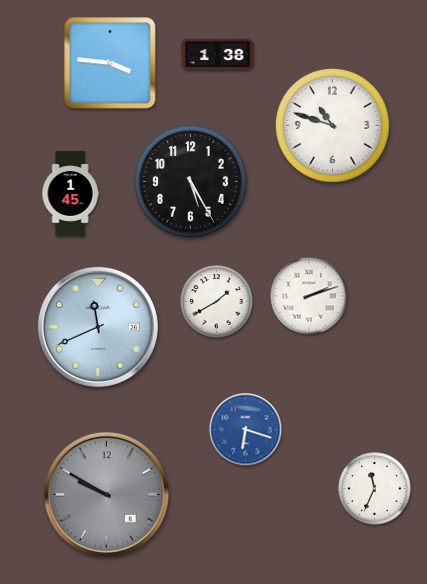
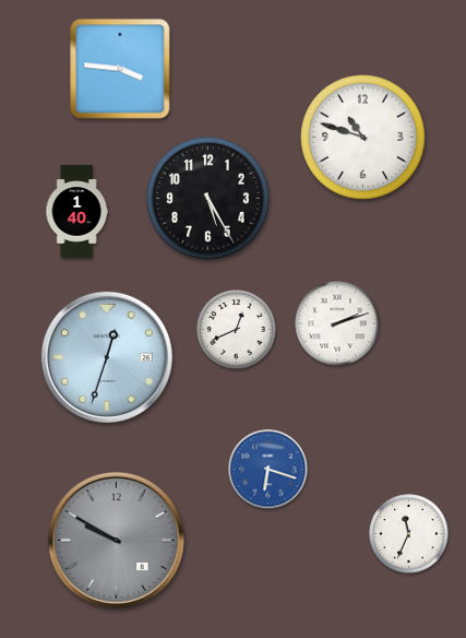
clock at (218, 55): 1:38 -> none
clock at (70, 194): 1:45 -> 1:40
clock at (217, 302): 1:40 -> 12:41
clock at (98, 327): 11:41 -> 12:33
